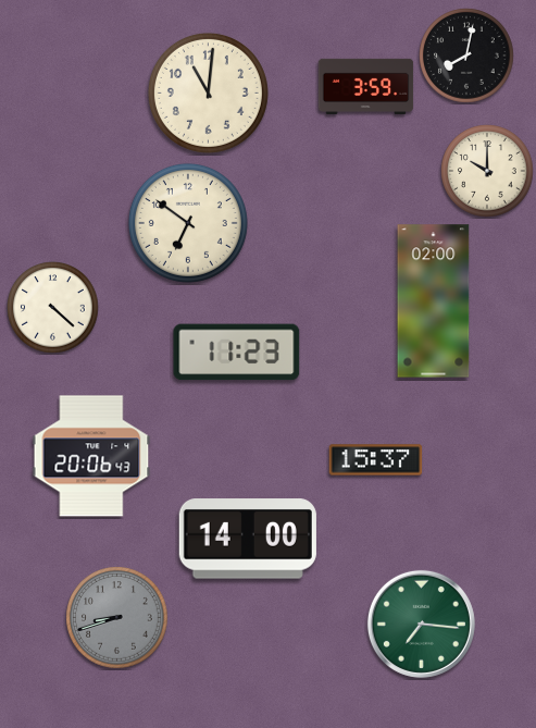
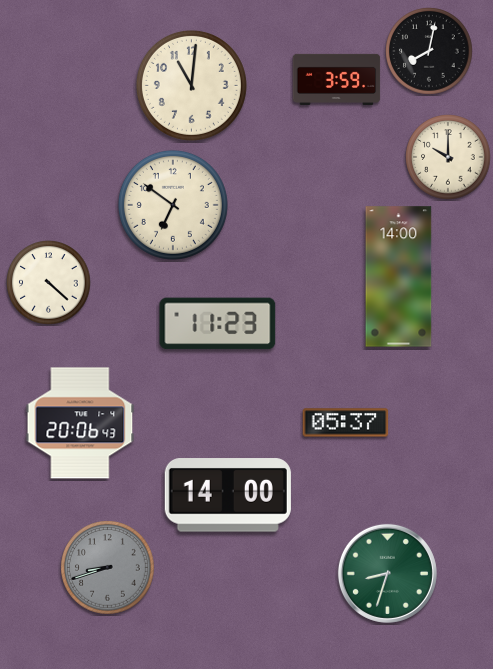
clock at (434, 301): 02:00 -> 14:00
clock at (91, 456) position: (91, 456) -> (80, 423)
clock at (376, 460): 15:37 -> 05:37
clock at (421, 624): 7:16 -> 8:33
